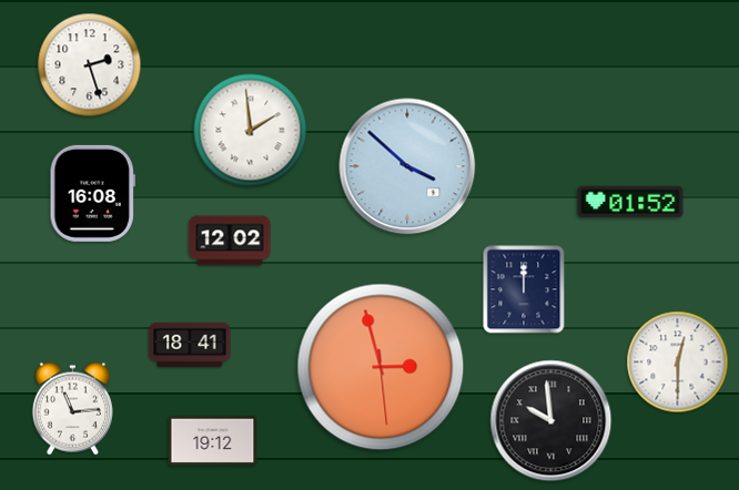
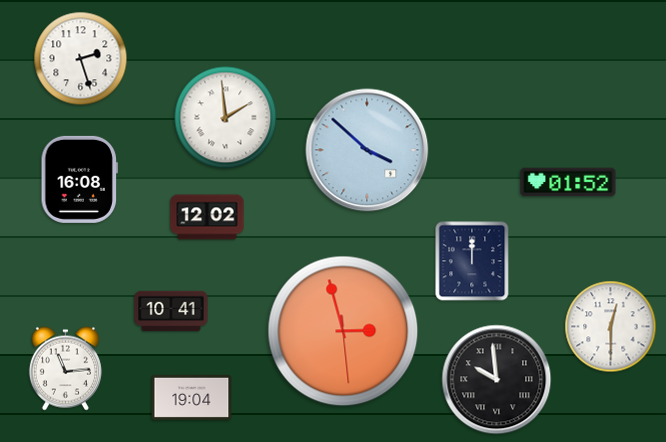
clock at (92, 193) position: (92, 193) -> (79, 179)
clock at (190, 345): 18:41 -> 10:41
clock at (213, 440): 19:12 -> 19:04
